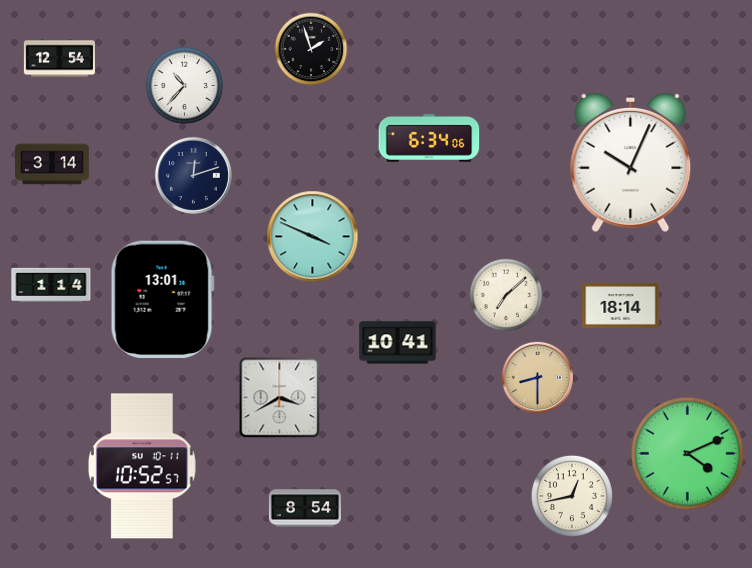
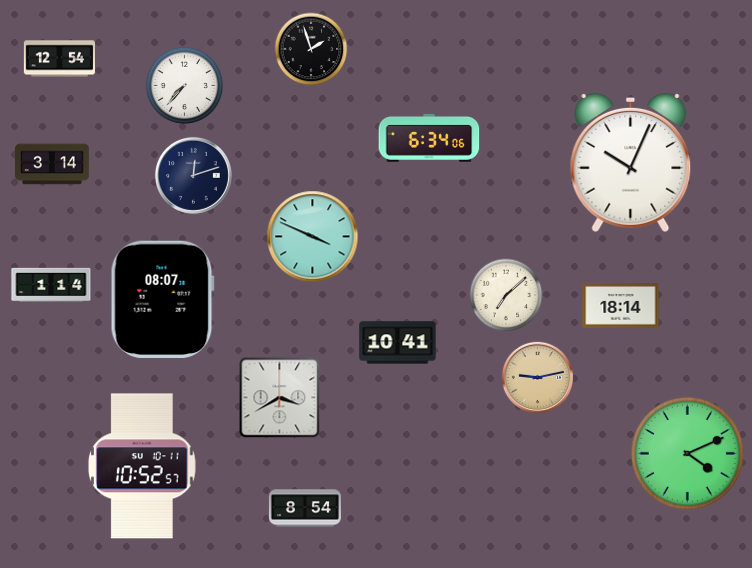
clock at (185, 86): 10:37 -> 7:37
clock at (162, 299): 13:01 -> 08:07
clock at (537, 377): 8:30 -> 9:13
clock at (572, 496): 12:43 -> none
